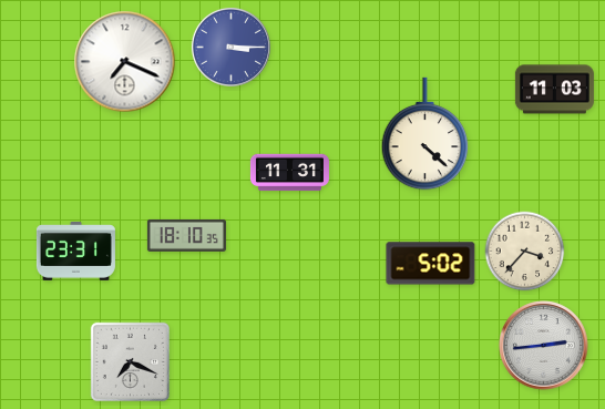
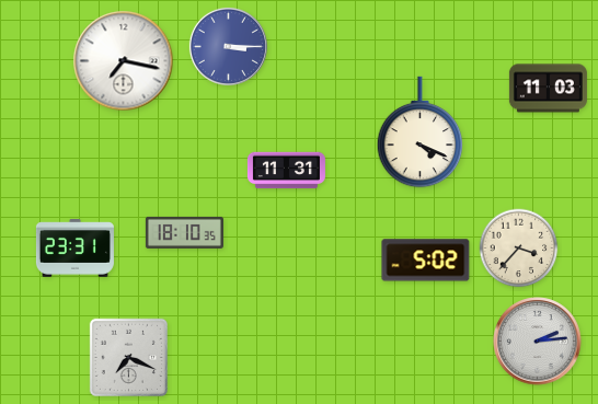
clock at (125, 62): 7:19 -> 7:17
clock at (425, 134): 4:22 -> 4:19
clock at (544, 346): 2:44 -> 2:14
